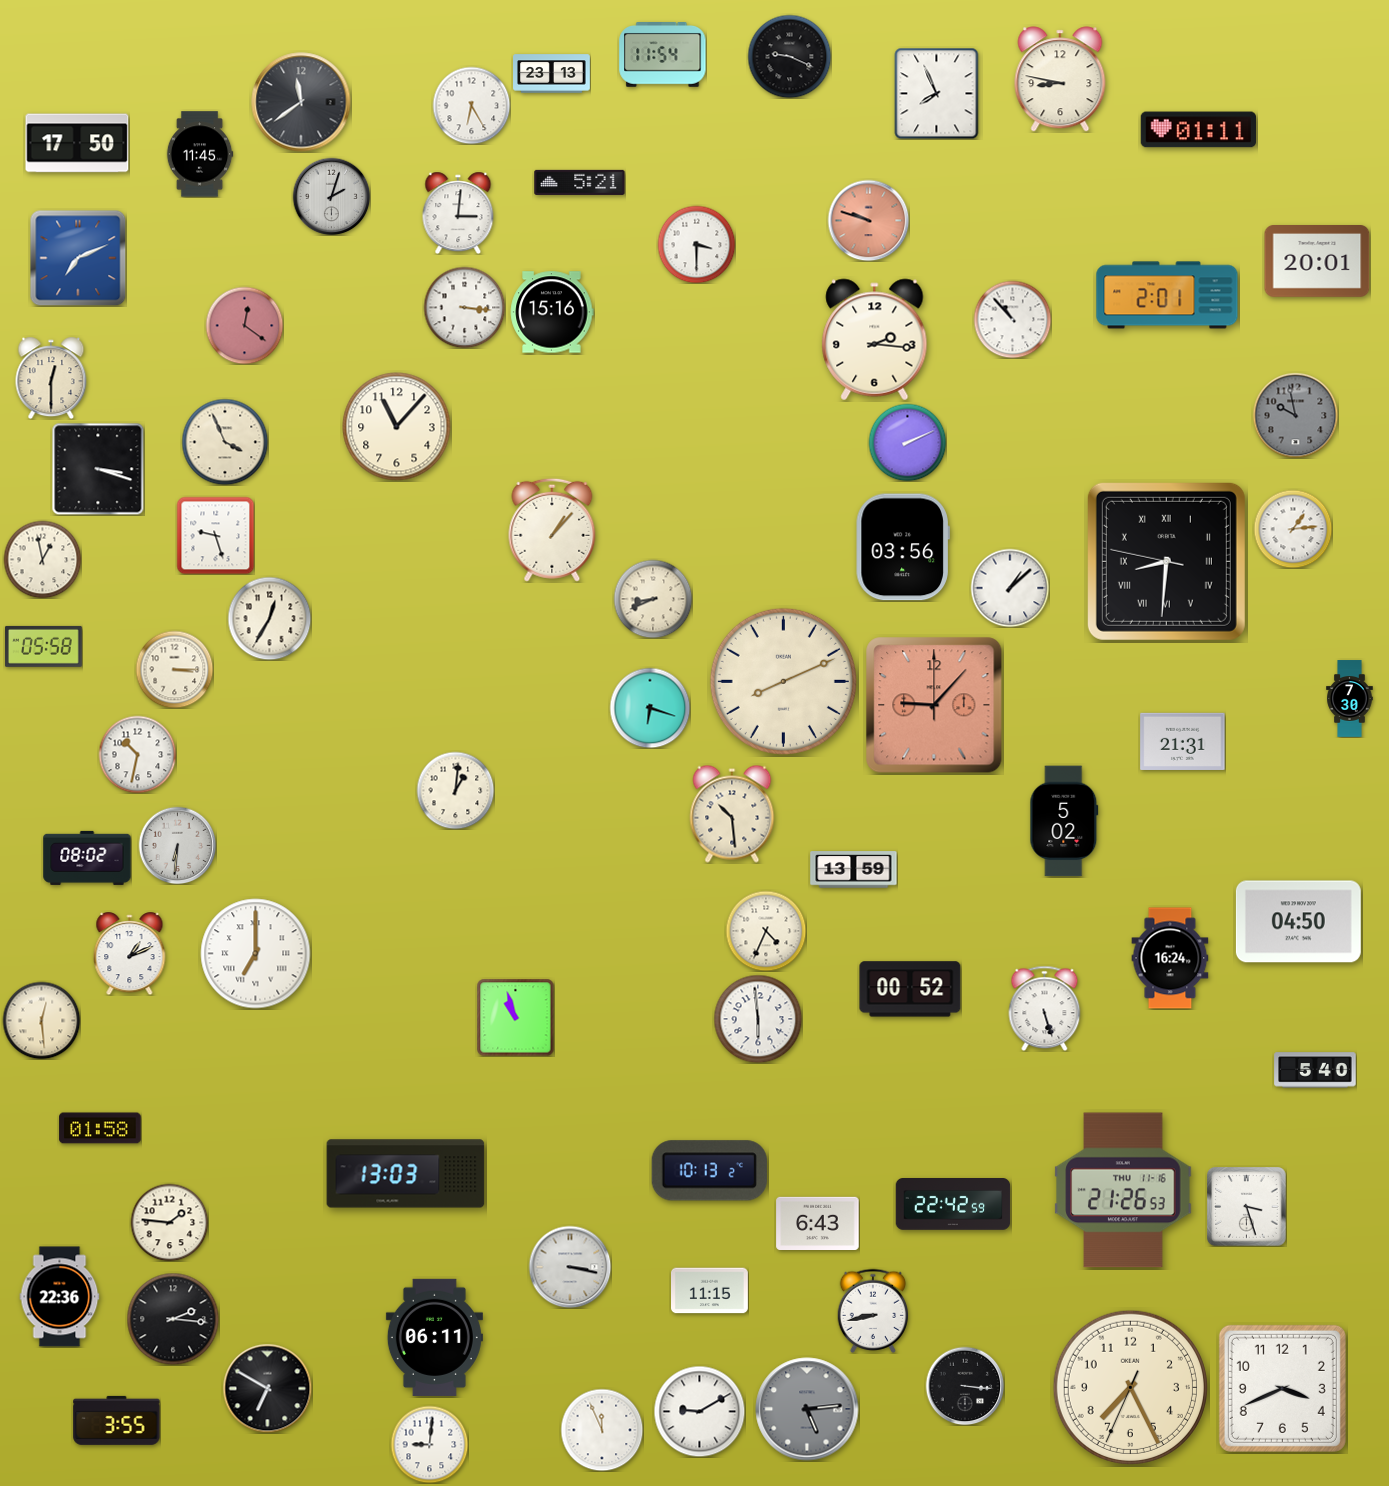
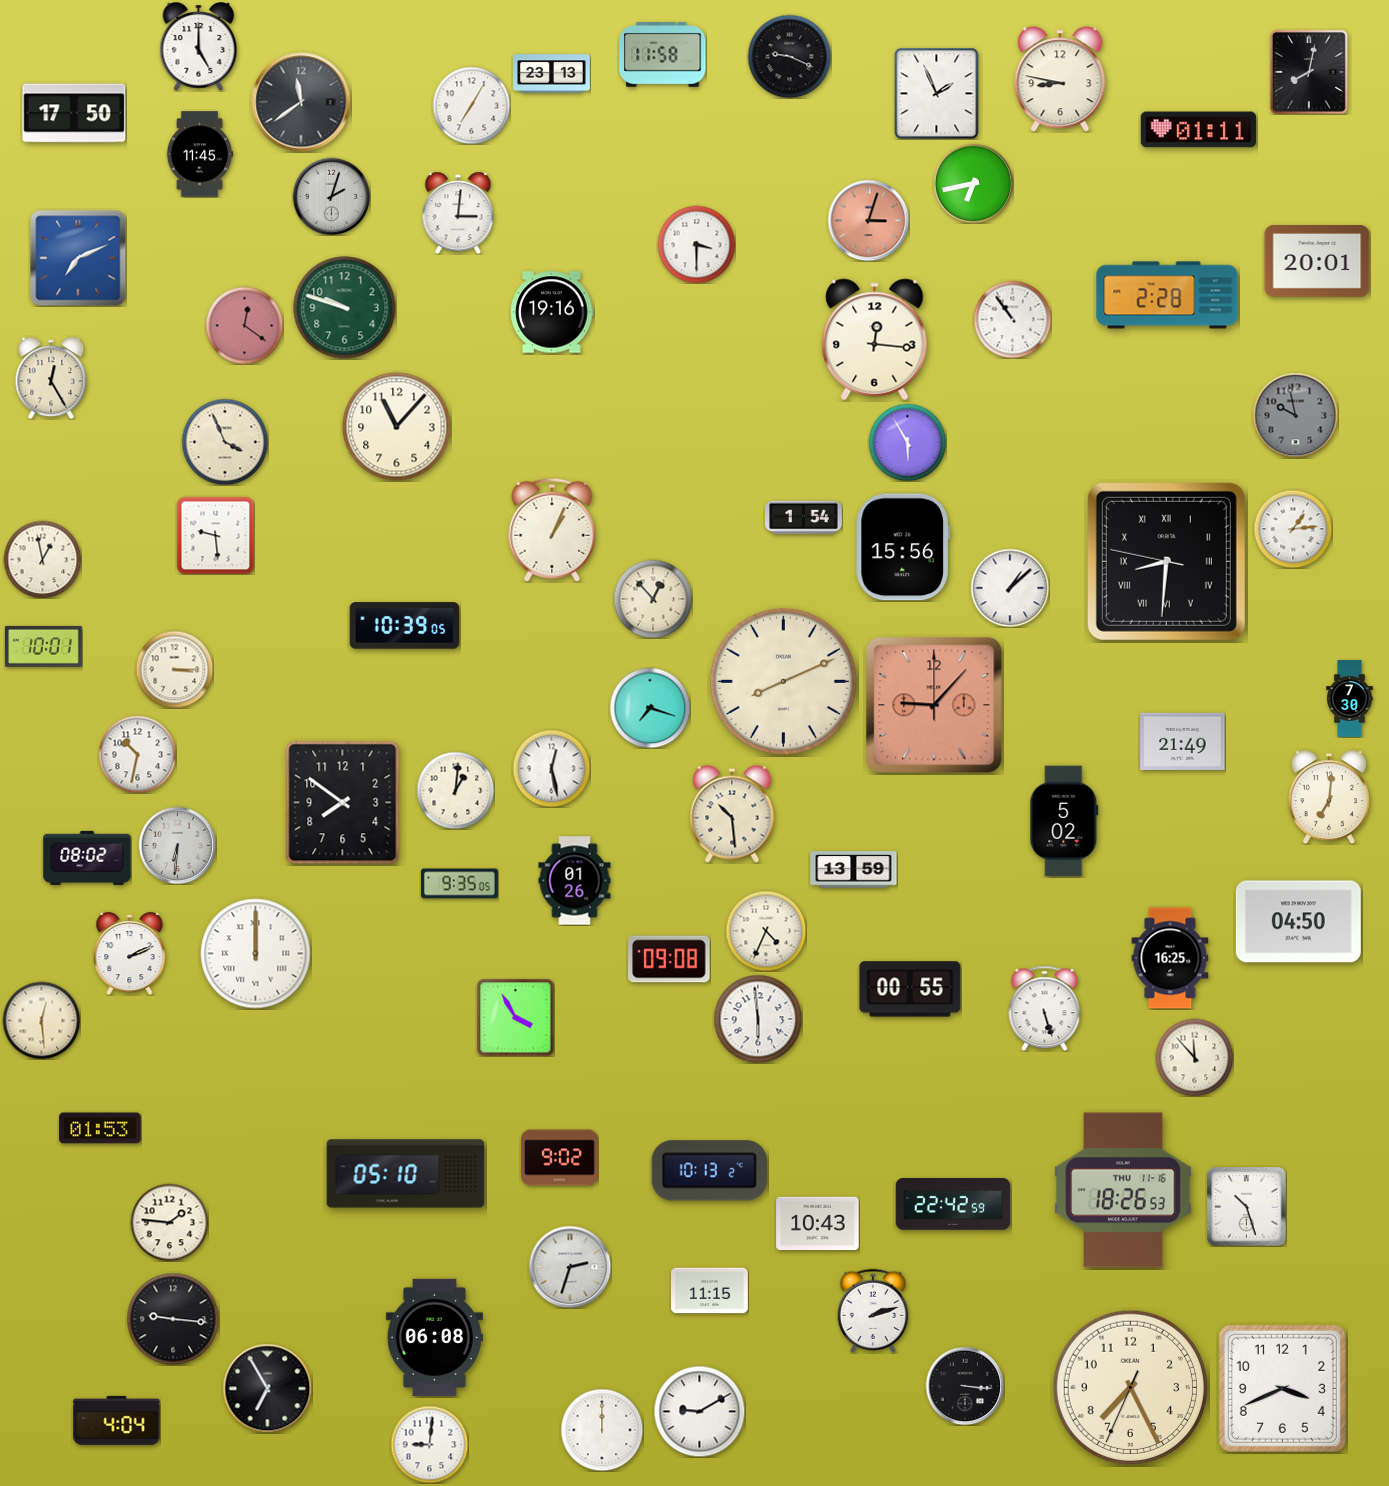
clock at (199, 47): none -> 5:00
clock at (663, 55): 11:54 -> 11:58
clock at (1309, 72): none -> 8:02
clock at (937, 93): 7:56 -> 1:56
clock at (471, 105): 6:25 -> 7:05
clock at (77, 143) position: (77, 143) -> (74, 113)
clock at (580, 182): 5:21 -> none
clock at (973, 183): none -> 6:43
clock at (868, 220): 9:48 -> 3:03
clock at (1167, 295): 2:01 -> 2:28
clock at (464, 307): 3:16 -> none
clock at (345, 308): none -> 9:48
clock at (552, 312): 15:16 -> 19:16
clock at (1012, 319): 10:53 -> 10:54
clock at (875, 340): 2:16 -> 12:16
clock at (51, 378): 12:30 -> 12:25
clock at (907, 442): 2:11 -> 5:55
clock at (98, 469): 3:18 -> none
clock at (804, 518): none -> 1:54
clock at (552, 530): 1:07 -> 1:04
clock at (215, 535): 9:27 -> 9:29
clock at (903, 547): 03:56 -> 15:56
clock at (653, 599): 8:41 -> 12:53
clock at (269, 618): 12:35 -> none
clock at (405, 626): none -> 10:39
clock at (43, 646): 05:58 -> 10:01
clock at (650, 708): 6:18 -> 7:18
clock at (1183, 741): 21:31 -> 21:49
clock at (551, 768): none -> 12:28
clock at (1329, 797): none -> 7:01
clock at (343, 803): none -> 7:51
clock at (575, 881): none -> 01:26
clock at (460, 884): none -> 9:35
clock at (130, 954): 1:11 -> 2:11
clock at (256, 954): 7:00 -> 12:00
clock at (1170, 958): 16:24 -> 16:25
clock at (669, 959): none -> 09:08
clock at (910, 989): 00:52 -> 00:55
clock at (515, 1017): 10:57 -> 3:55
clock at (1194, 1057): none -> 11:53
clock at (1315, 1070): 5:40 -> none
clock at (100, 1128): 01:58 -> 01:53
clock at (560, 1158): none -> 9:02
clock at (406, 1174): 13:03 -> 05:10
clock at (1123, 1190): 21:26 -> 18:26
clock at (1247, 1207): 3:27 -> 10:27
clock at (818, 1223): 6:43 -> 10:43
clock at (570, 1267): 3:17 -> 2:33
clock at (60, 1297): 22:36 -> none
clock at (873, 1310): 8:43 -> 2:12
clock at (173, 1319): 2:16 -> 9:16
clock at (434, 1337): 06:11 -> 06:08
clock at (267, 1388): 6:50 -> 6:55
clock at (807, 1409): 5:14 -> none
clock at (117, 1420): 3:55 -> 4:04
clock at (602, 1430): 11:56 -> 12:00
